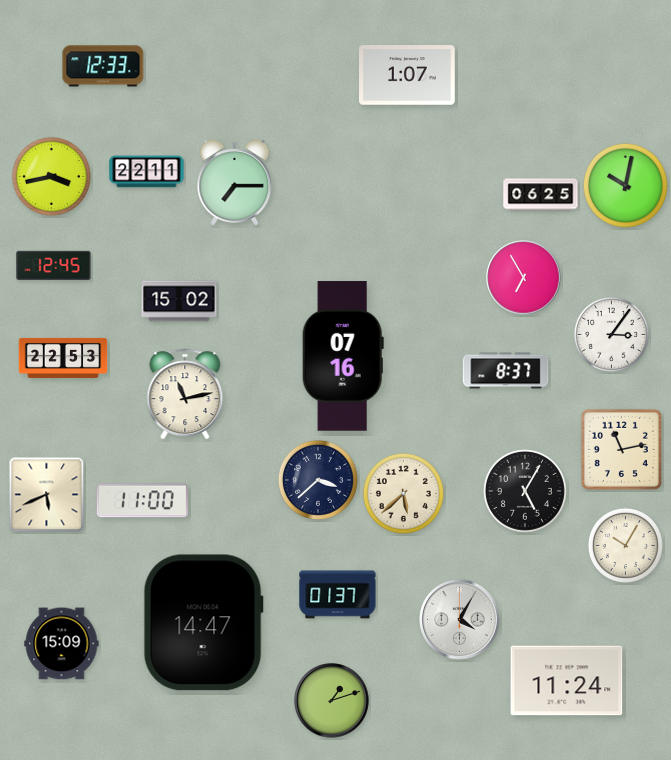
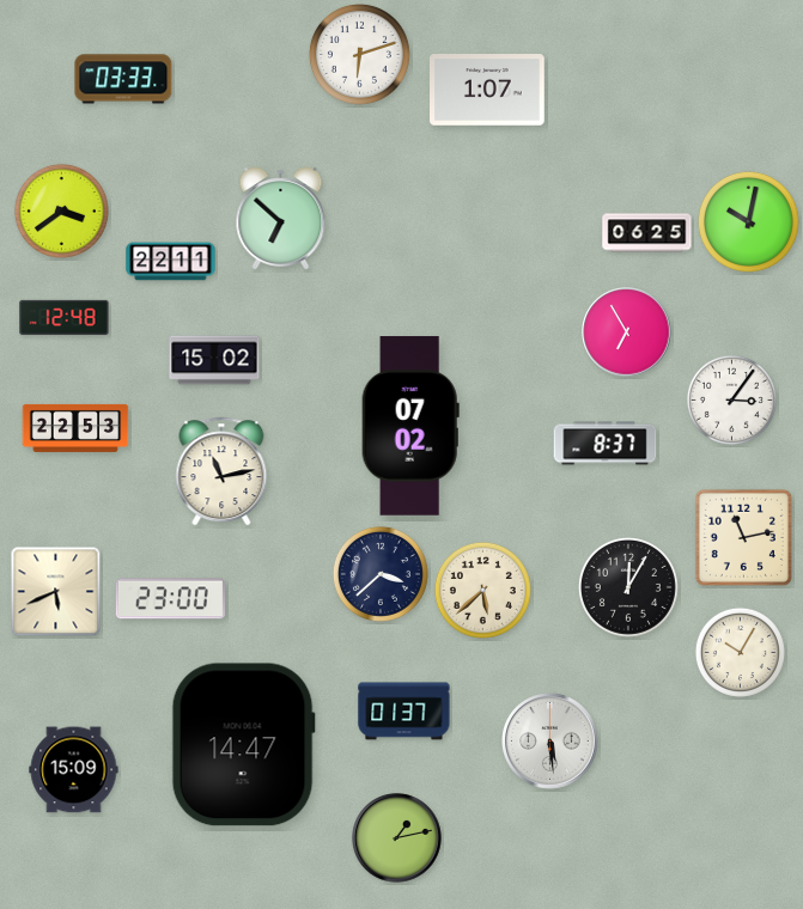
clock at (359, 54): none -> 6:12
clock at (103, 66): 12:33 -> 03:33
clock at (147, 172) position: (147, 172) -> (171, 262)
clock at (51, 176): 3:43 -> 3:39
clock at (235, 183): 7:15 -> 6:52
clock at (54, 265): 12:45 -> 12:48
clock at (343, 356): 07:16 -> 07:02
clock at (525, 491): 5:05 -> 12:05
clock at (142, 501): 11:00 -> 23:00
clock at (625, 545) position: (625, 545) -> (740, 652)
clock at (460, 620): 4:05 -> 5:29
clock at (567, 681): 11:24 -> none
clock at (332, 701): 1:12 -> 1:13
